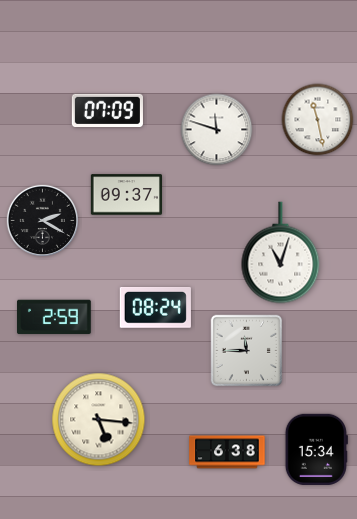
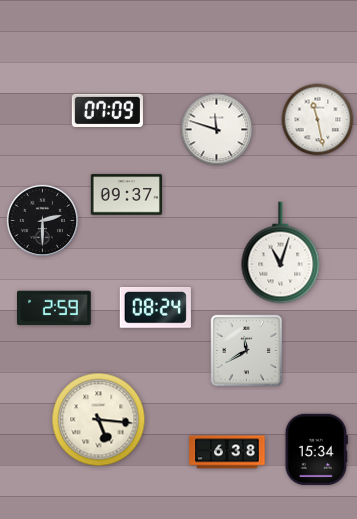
clock at (42, 220): 2:20 -> 2:30
clock at (55, 317) position: (55, 317) -> (55, 308)
clock at (247, 351): 11:45 -> 11:40
